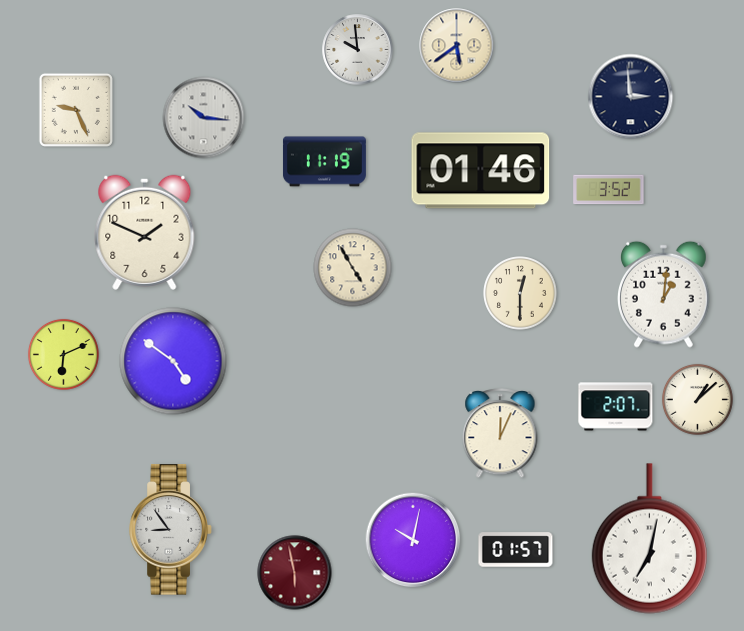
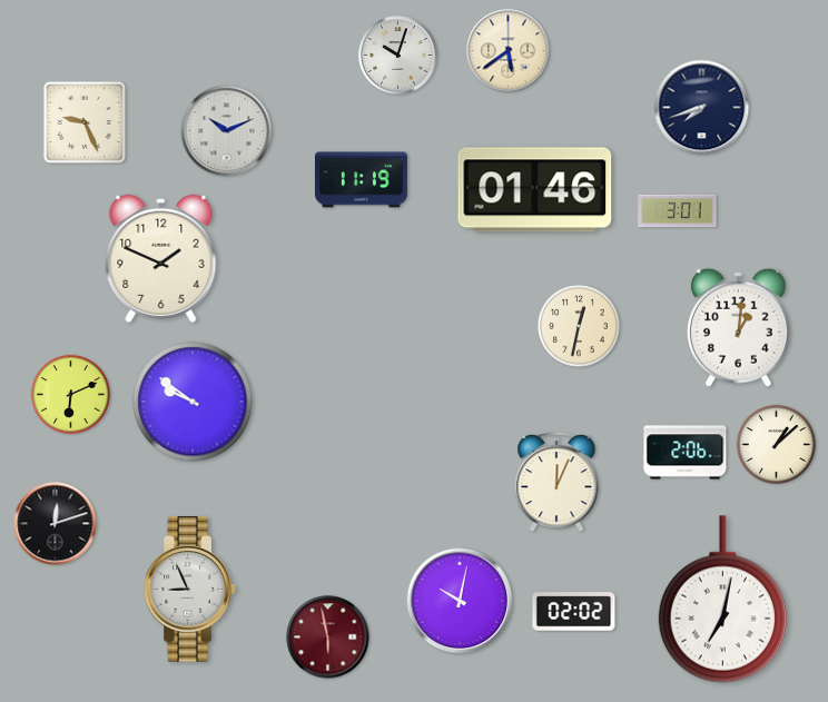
clock at (358, 50): 9:59 -> 10:03
clock at (631, 97): 2:59 -> 7:42
clock at (204, 118): 10:16 -> 10:11
clock at (609, 190): 3:52 -> 3:01
clock at (353, 268): 4:55 -> none
clock at (520, 293): 12:30 -> 12:32
clock at (173, 361): 4:51 -> 9:51
clock at (616, 407): 2:07 -> 2:06
clock at (56, 524): none -> 12:12
clock at (171, 530): 8:54 -> 8:56
clock at (516, 550): 01:57 -> 02:02
